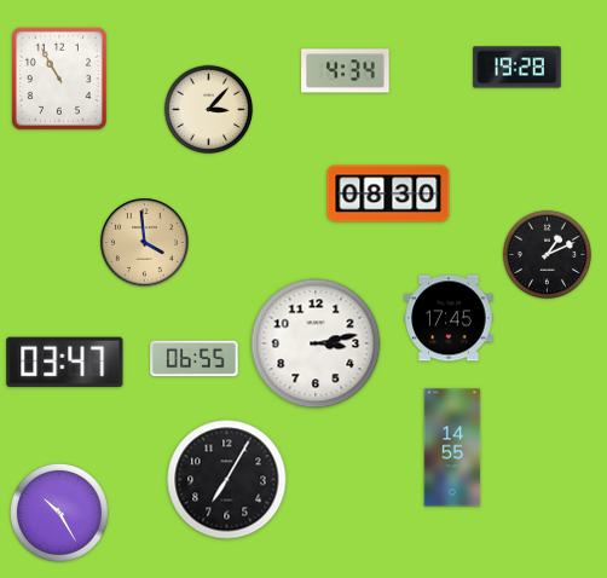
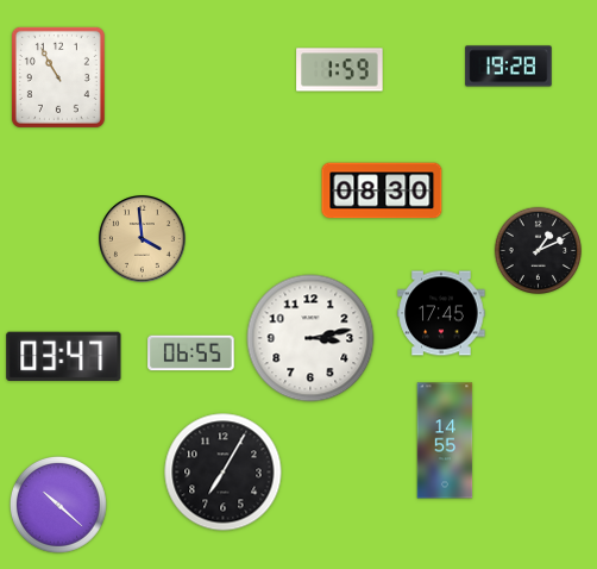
clock at (346, 71): 4:34 -> 1:59
clock at (208, 109): 3:07 -> none
clock at (59, 513): 10:25 -> 10:22
